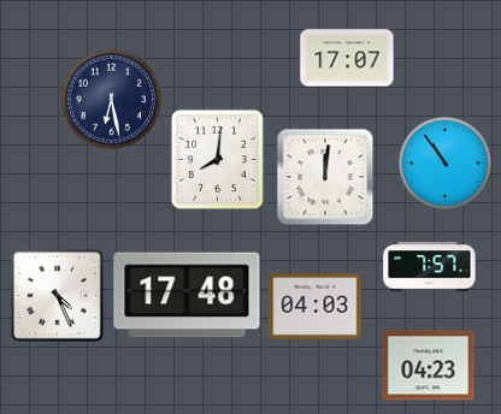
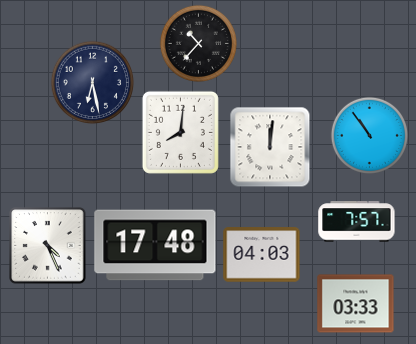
clock at (198, 43): none -> 10:37
clock at (347, 58): 17:07 -> none
clock at (429, 366): 04:23 -> 03:33
